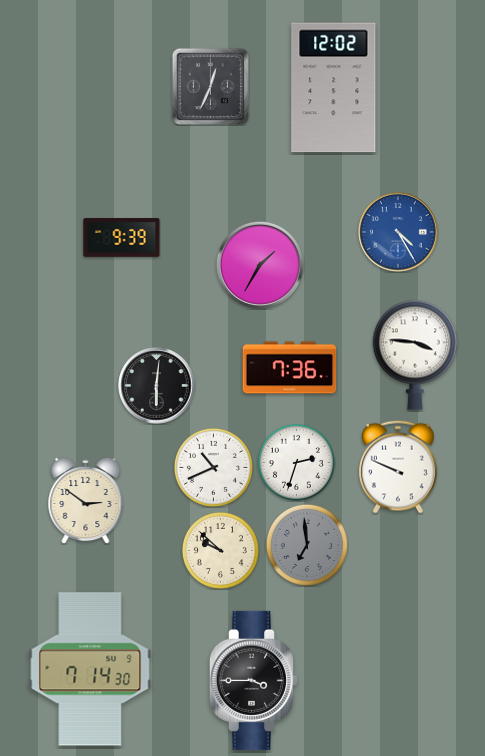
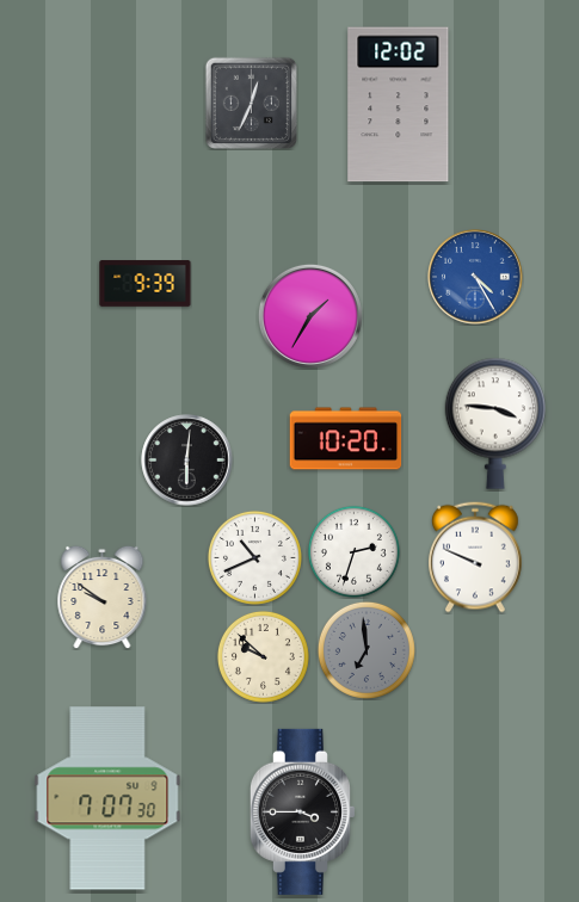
clock at (290, 368): 7:36 -> 10:20
clock at (86, 500): 2:51 -> 9:51
clock at (90, 669): 7:14 -> 7:07
